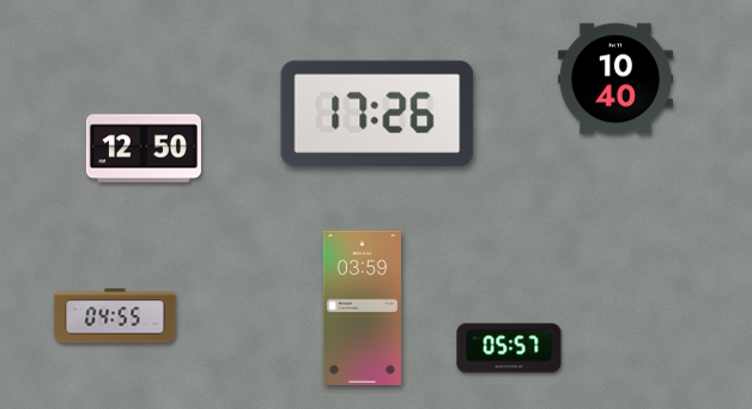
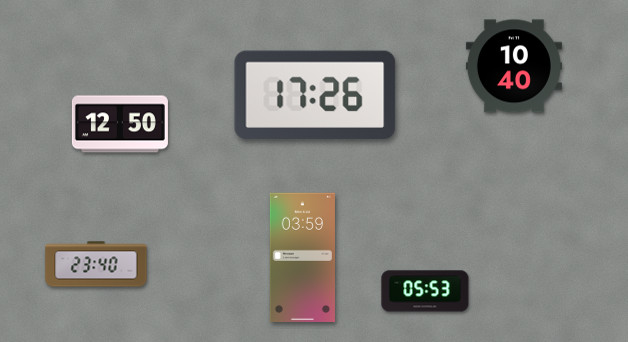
clock at (115, 316): 04:55 -> 23:40
clock at (509, 348): 05:57 -> 05:53
